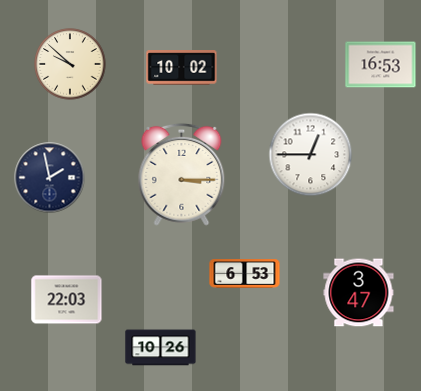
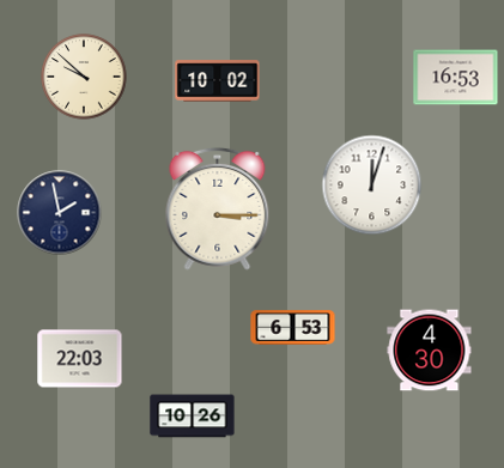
clock at (311, 155): 12:45 -> 12:03
clock at (359, 293): 3:47 -> 4:30
